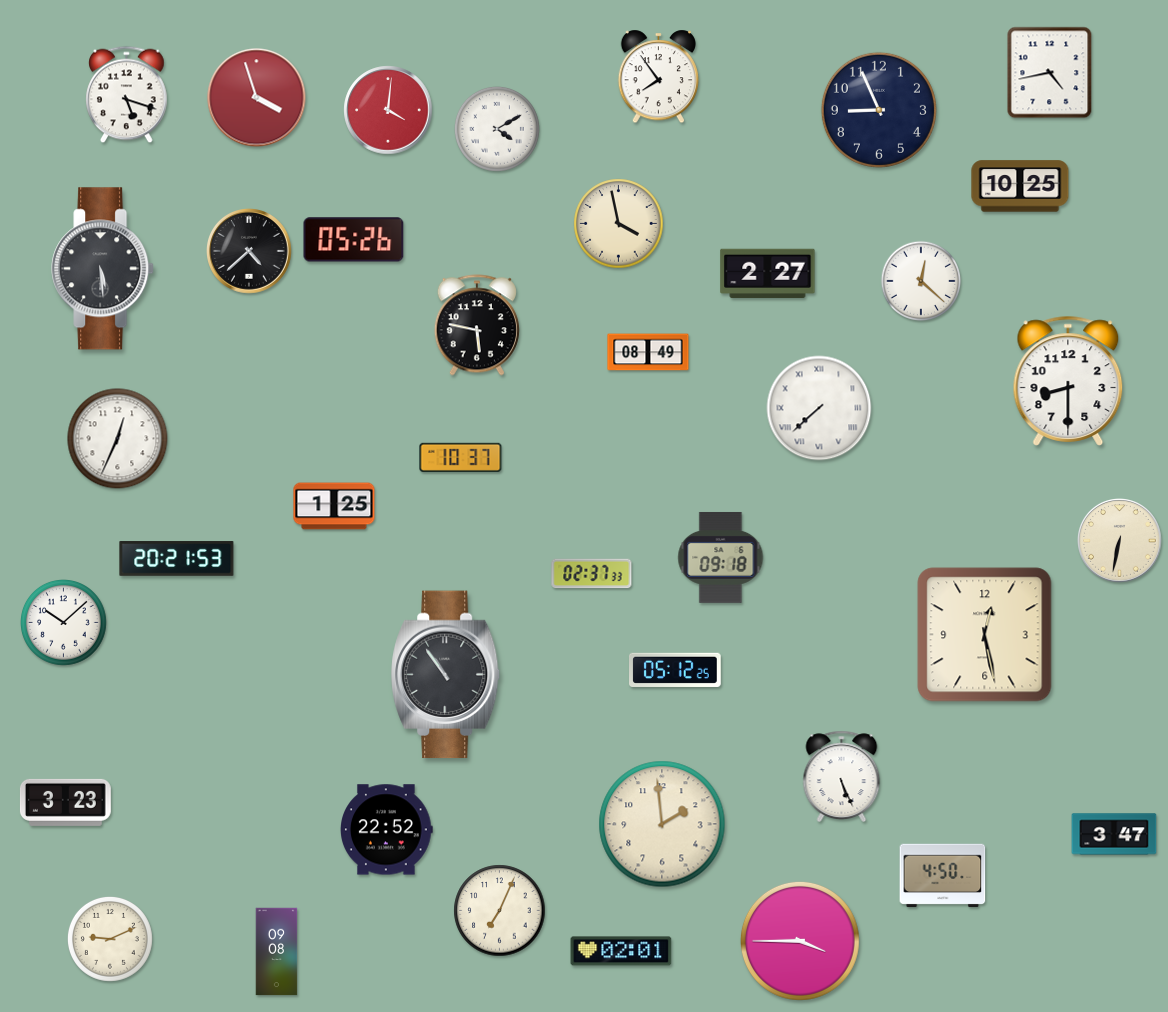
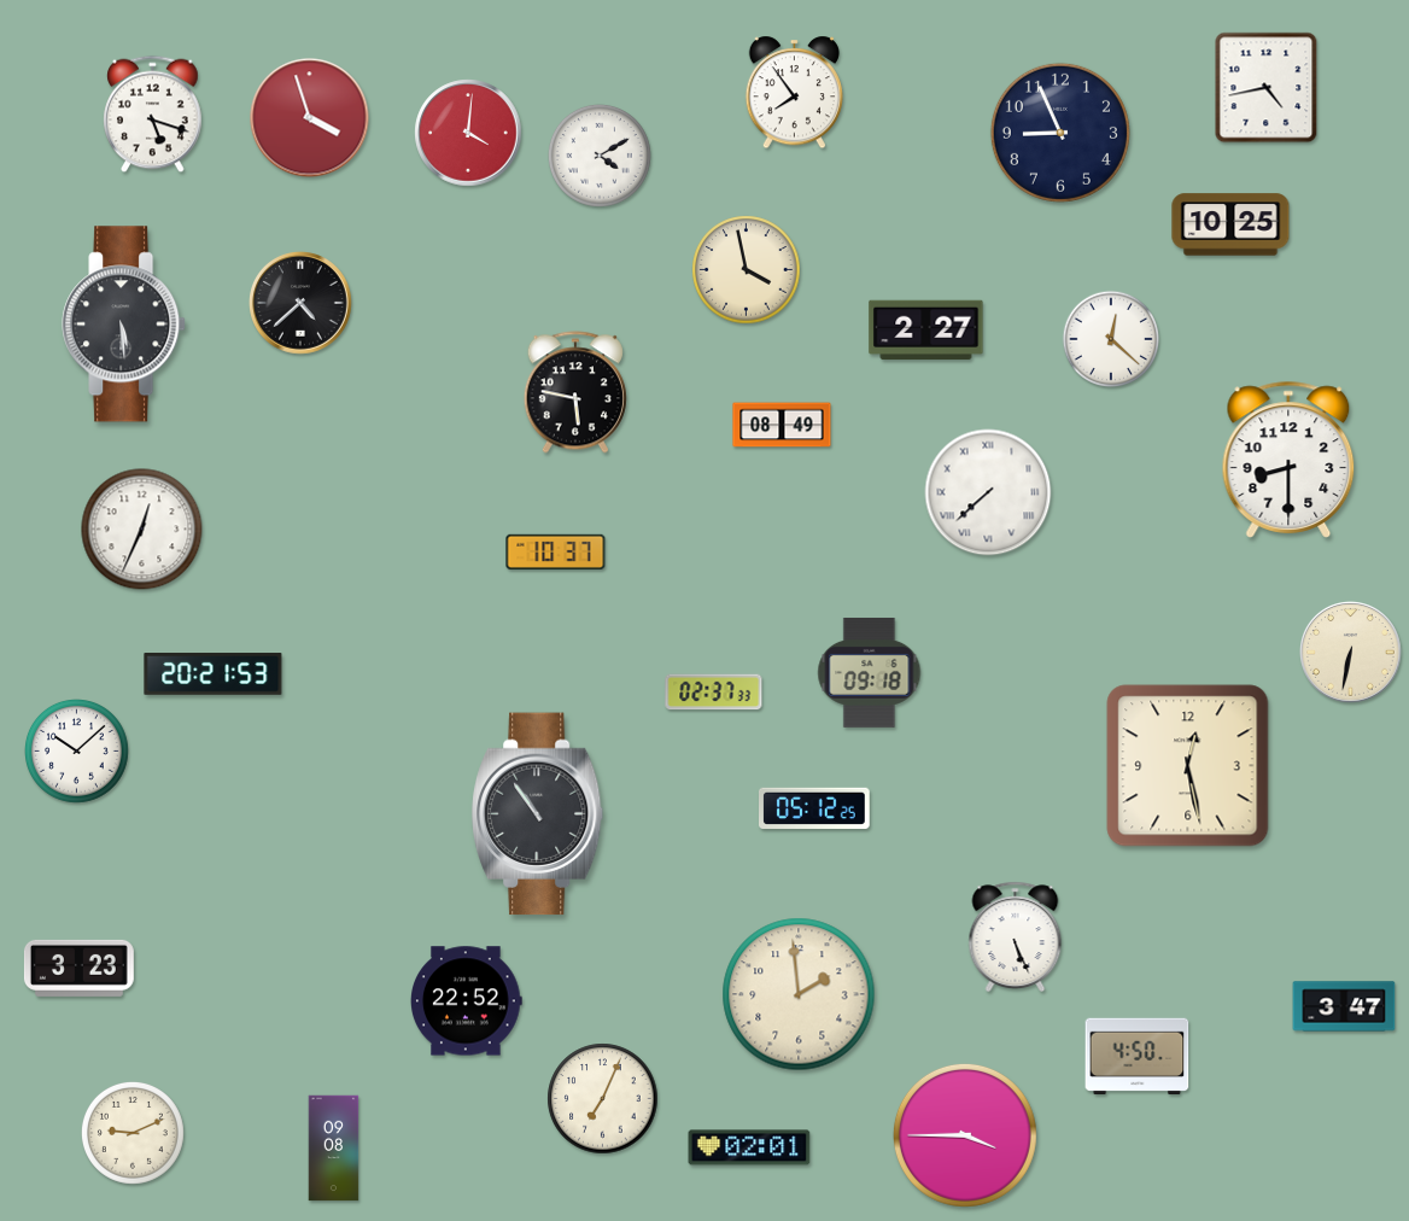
clock at (354, 240): 05:26 -> none
clock at (334, 506): 1:25 -> none
